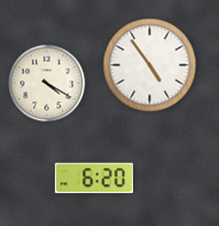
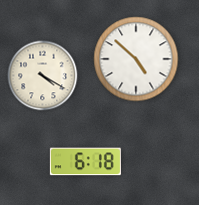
clock at (150, 65): 4:54 -> 4:52
clock at (94, 179): 6:20 -> 6:18
